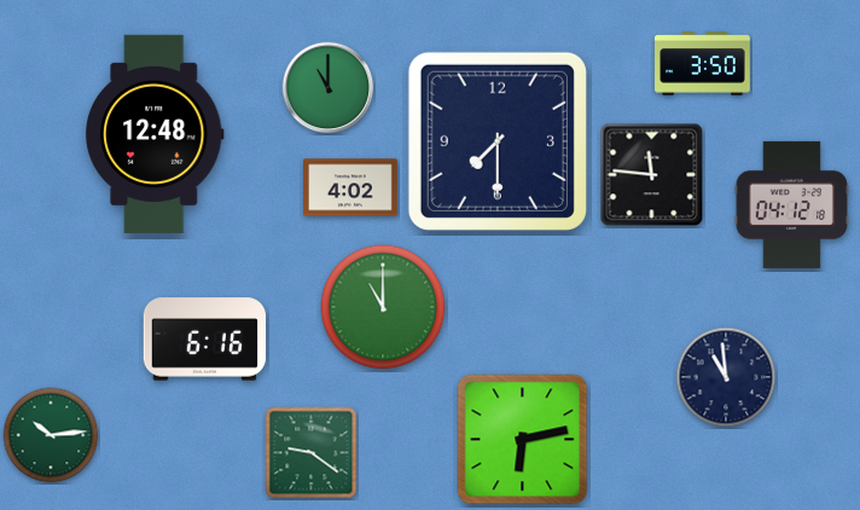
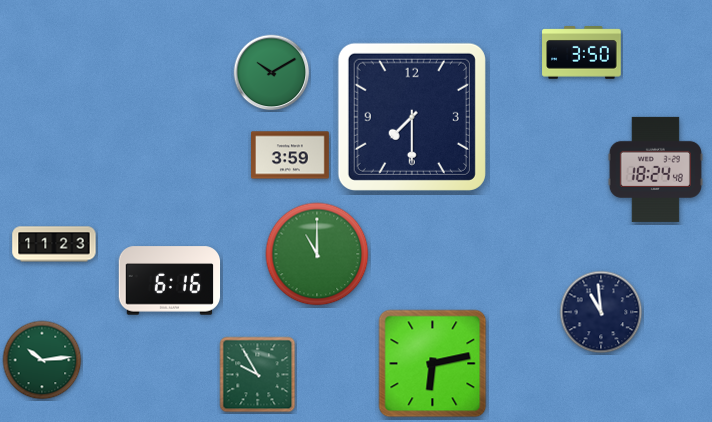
clock at (329, 88): 11:00 -> 10:10
clock at (155, 134): 12:48 -> none
clock at (652, 175): 11:46 -> none
clock at (351, 187): 4:02 -> 3:59
clock at (791, 204): 04:12 -> 18:24
clock at (54, 244): none -> 11:23
clock at (312, 453): 9:21 -> 9:55
